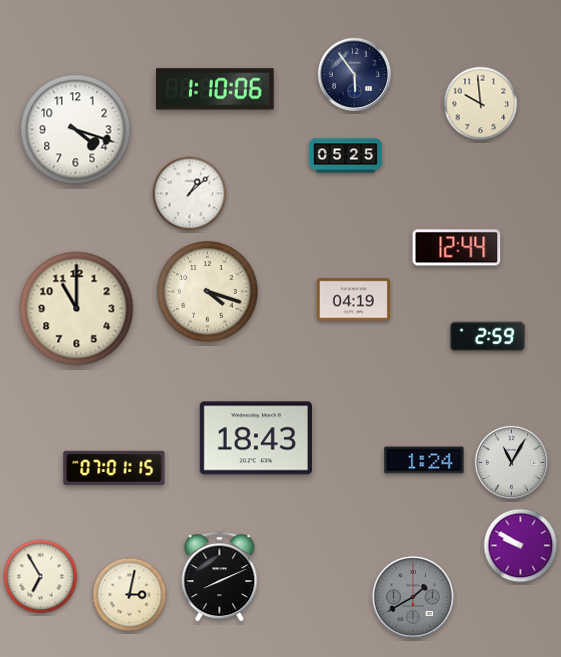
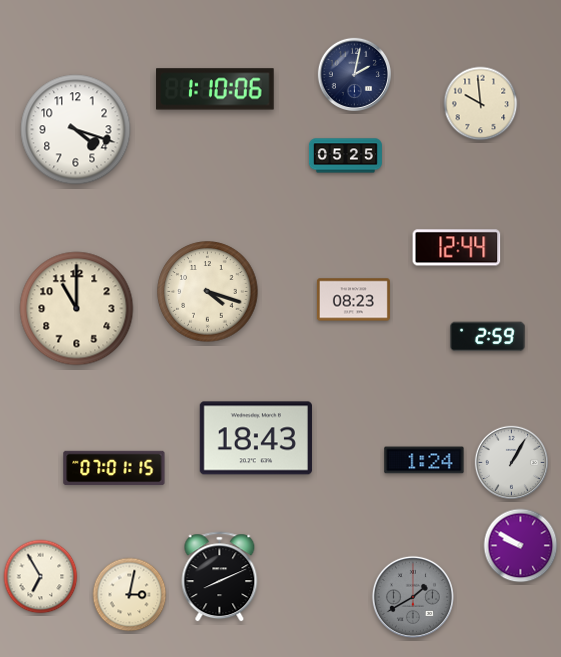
clock at (354, 74): 5:54 -> 2:02
clock at (190, 194): 1:08 -> none
clock at (353, 300): 04:19 -> 08:23
clock at (511, 462): 11:05 -> 1:05
